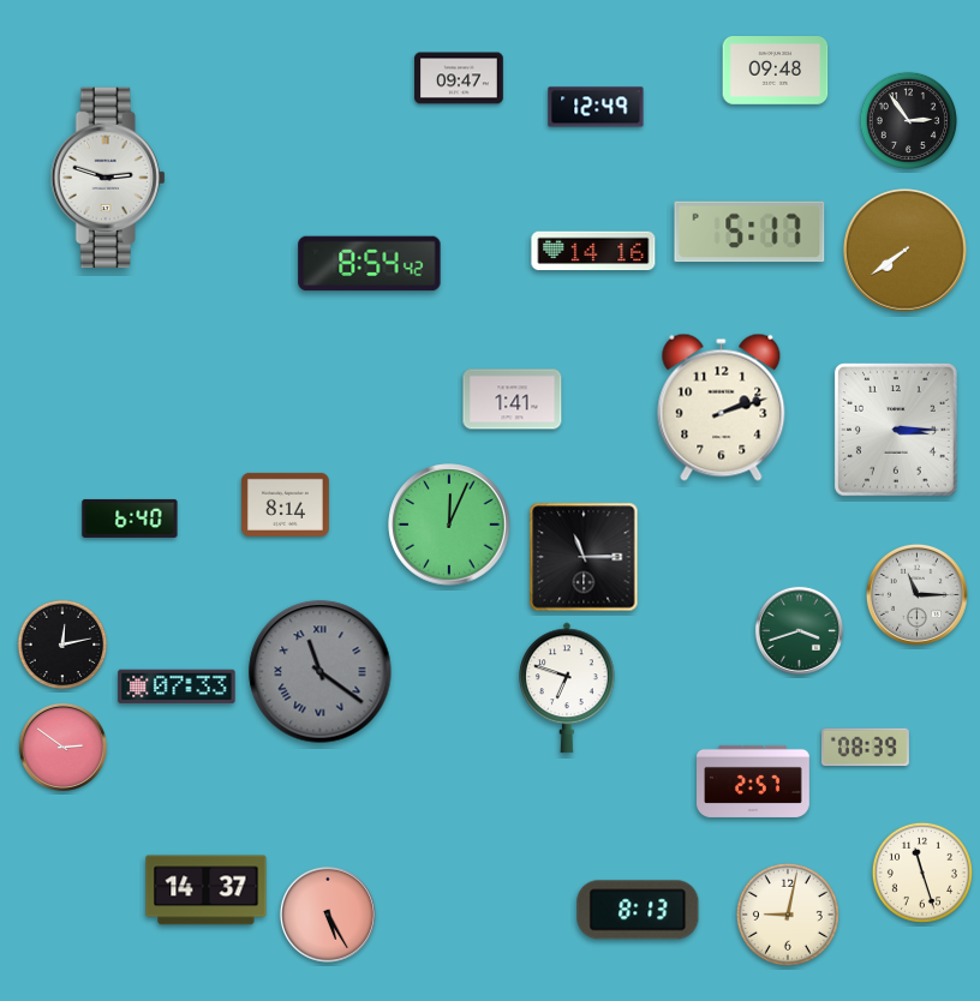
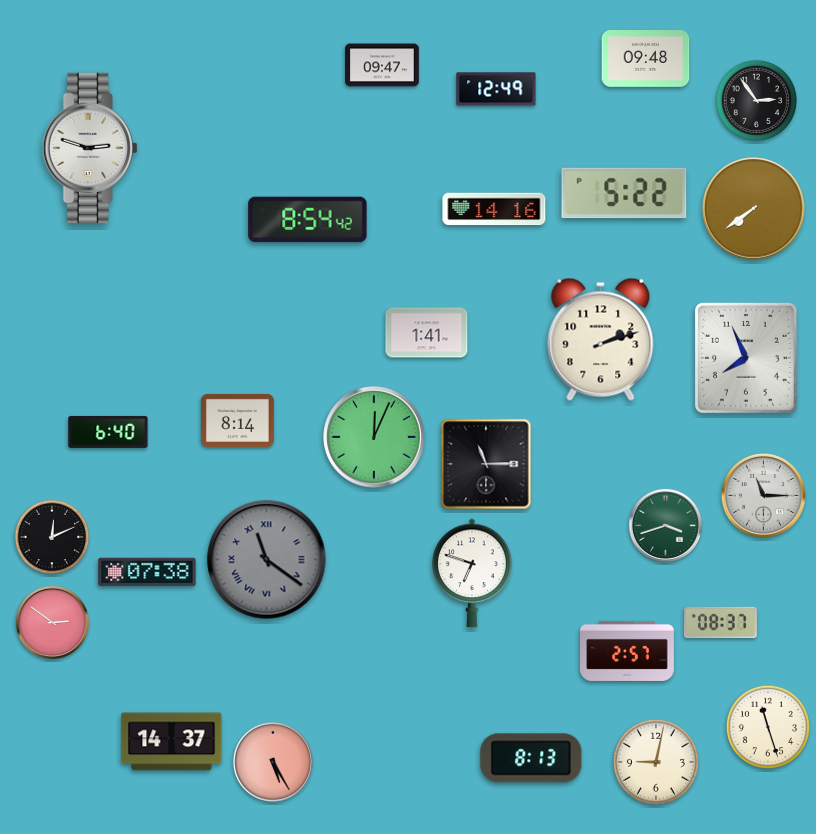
clock at (749, 232): 5:17 -> 5:22
clock at (896, 430): 3:15 -> 7:56
clock at (62, 645): 12:13 -> 12:11
clock at (177, 687): 07:33 -> 07:38
clock at (865, 748): 08:39 -> 08:37
